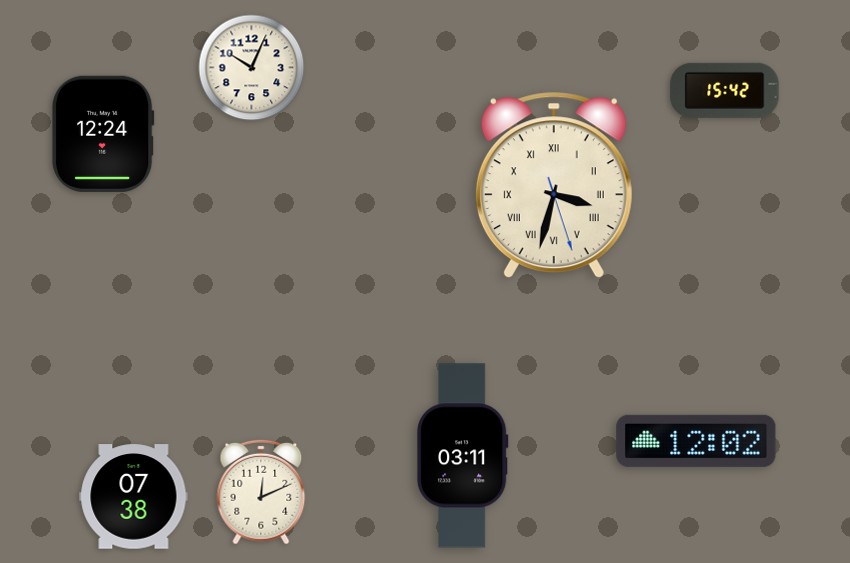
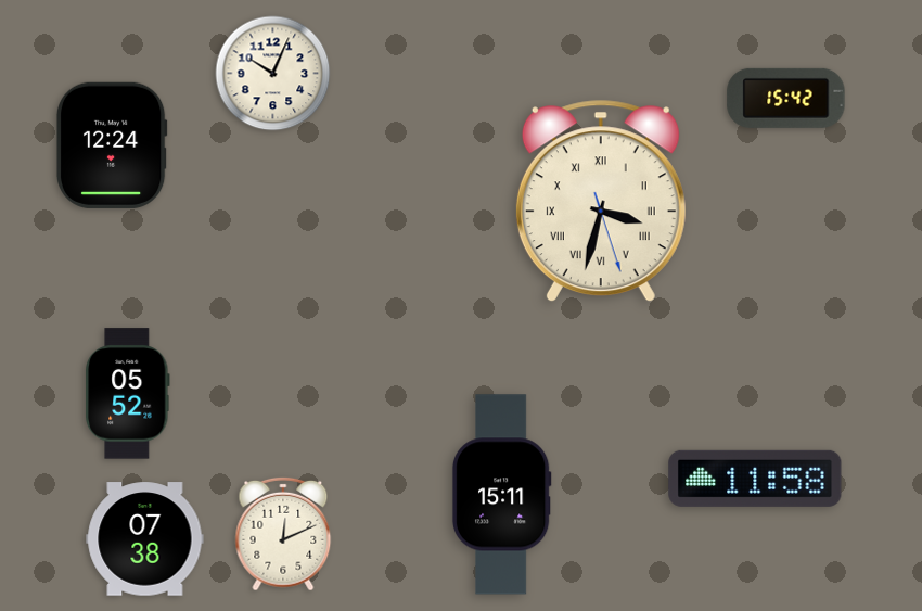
clock at (128, 394): none -> 05:52
clock at (696, 441): 12:02 -> 11:58
clock at (462, 456): 03:11 -> 15:11
